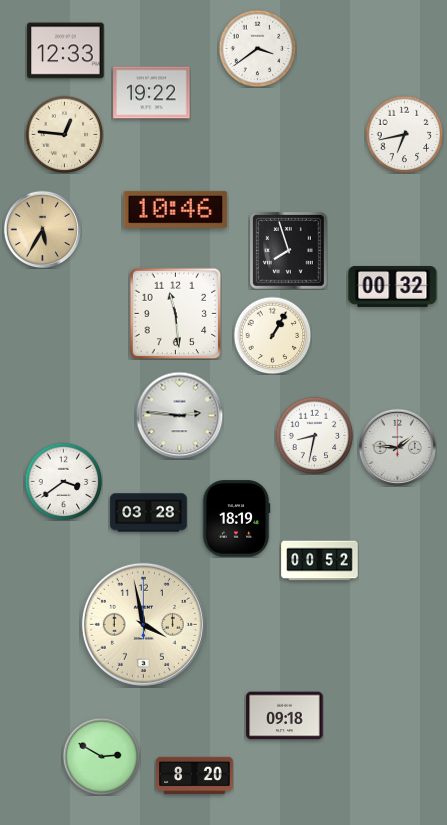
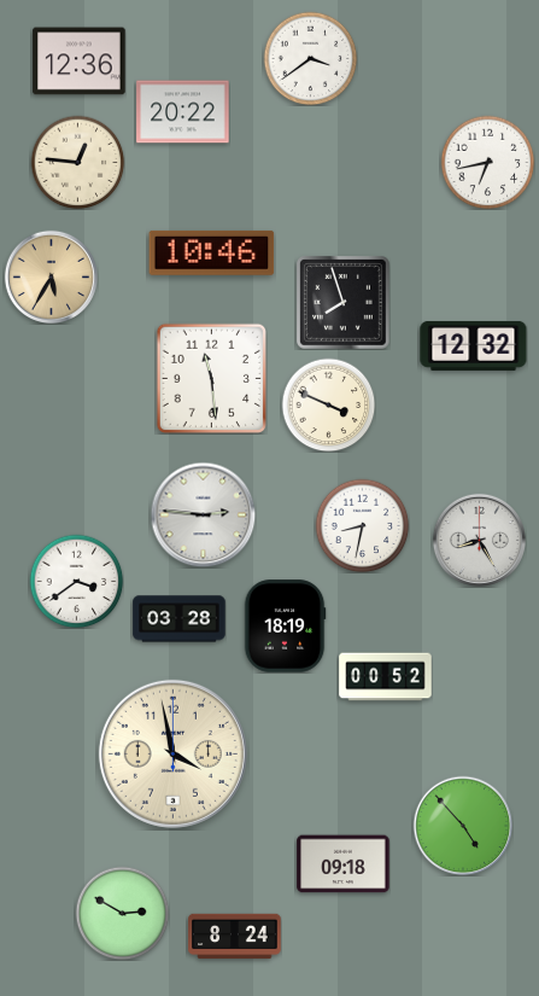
clock at (66, 51): 12:33 -> 12:36
clock at (152, 93): 19:22 -> 20:22
clock at (289, 251) position: (289, 251) -> (344, 303)
clock at (393, 286): 00:32 -> 12:32
clock at (272, 335): 1:05 -> 3:49
clock at (179, 415) position: (179, 415) -> (203, 514)
clock at (314, 435) position: (314, 435) -> (362, 525)
clock at (397, 447): 1:46 -> 8:25
clock at (463, 826): none -> 4:53
clock at (195, 776): 8:20 -> 8:24
